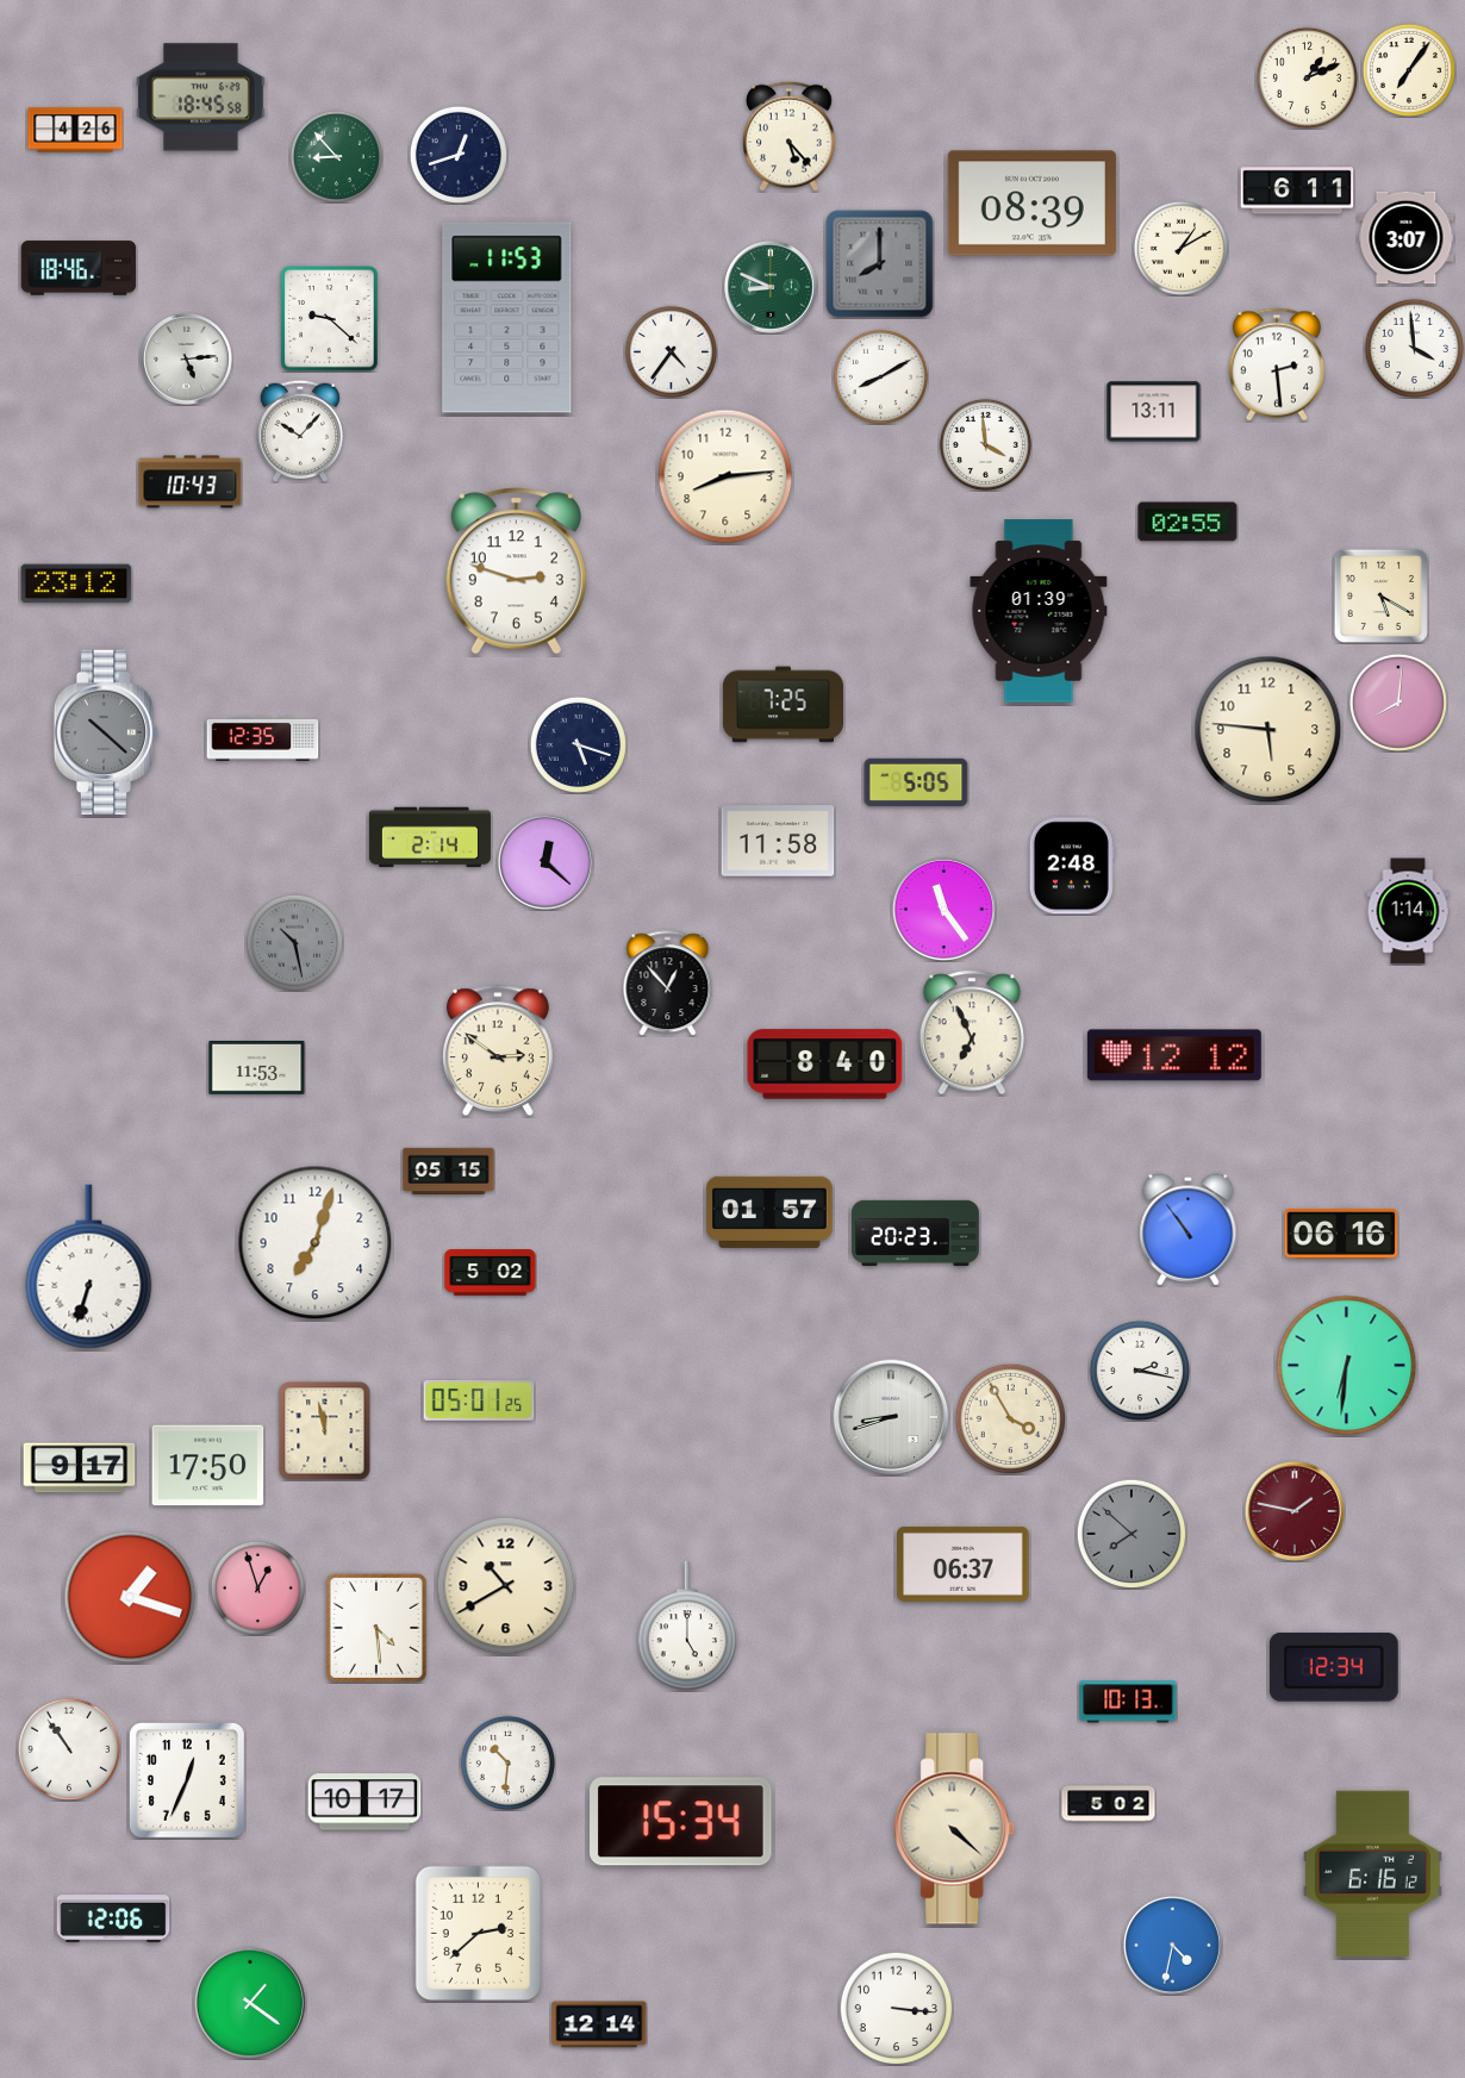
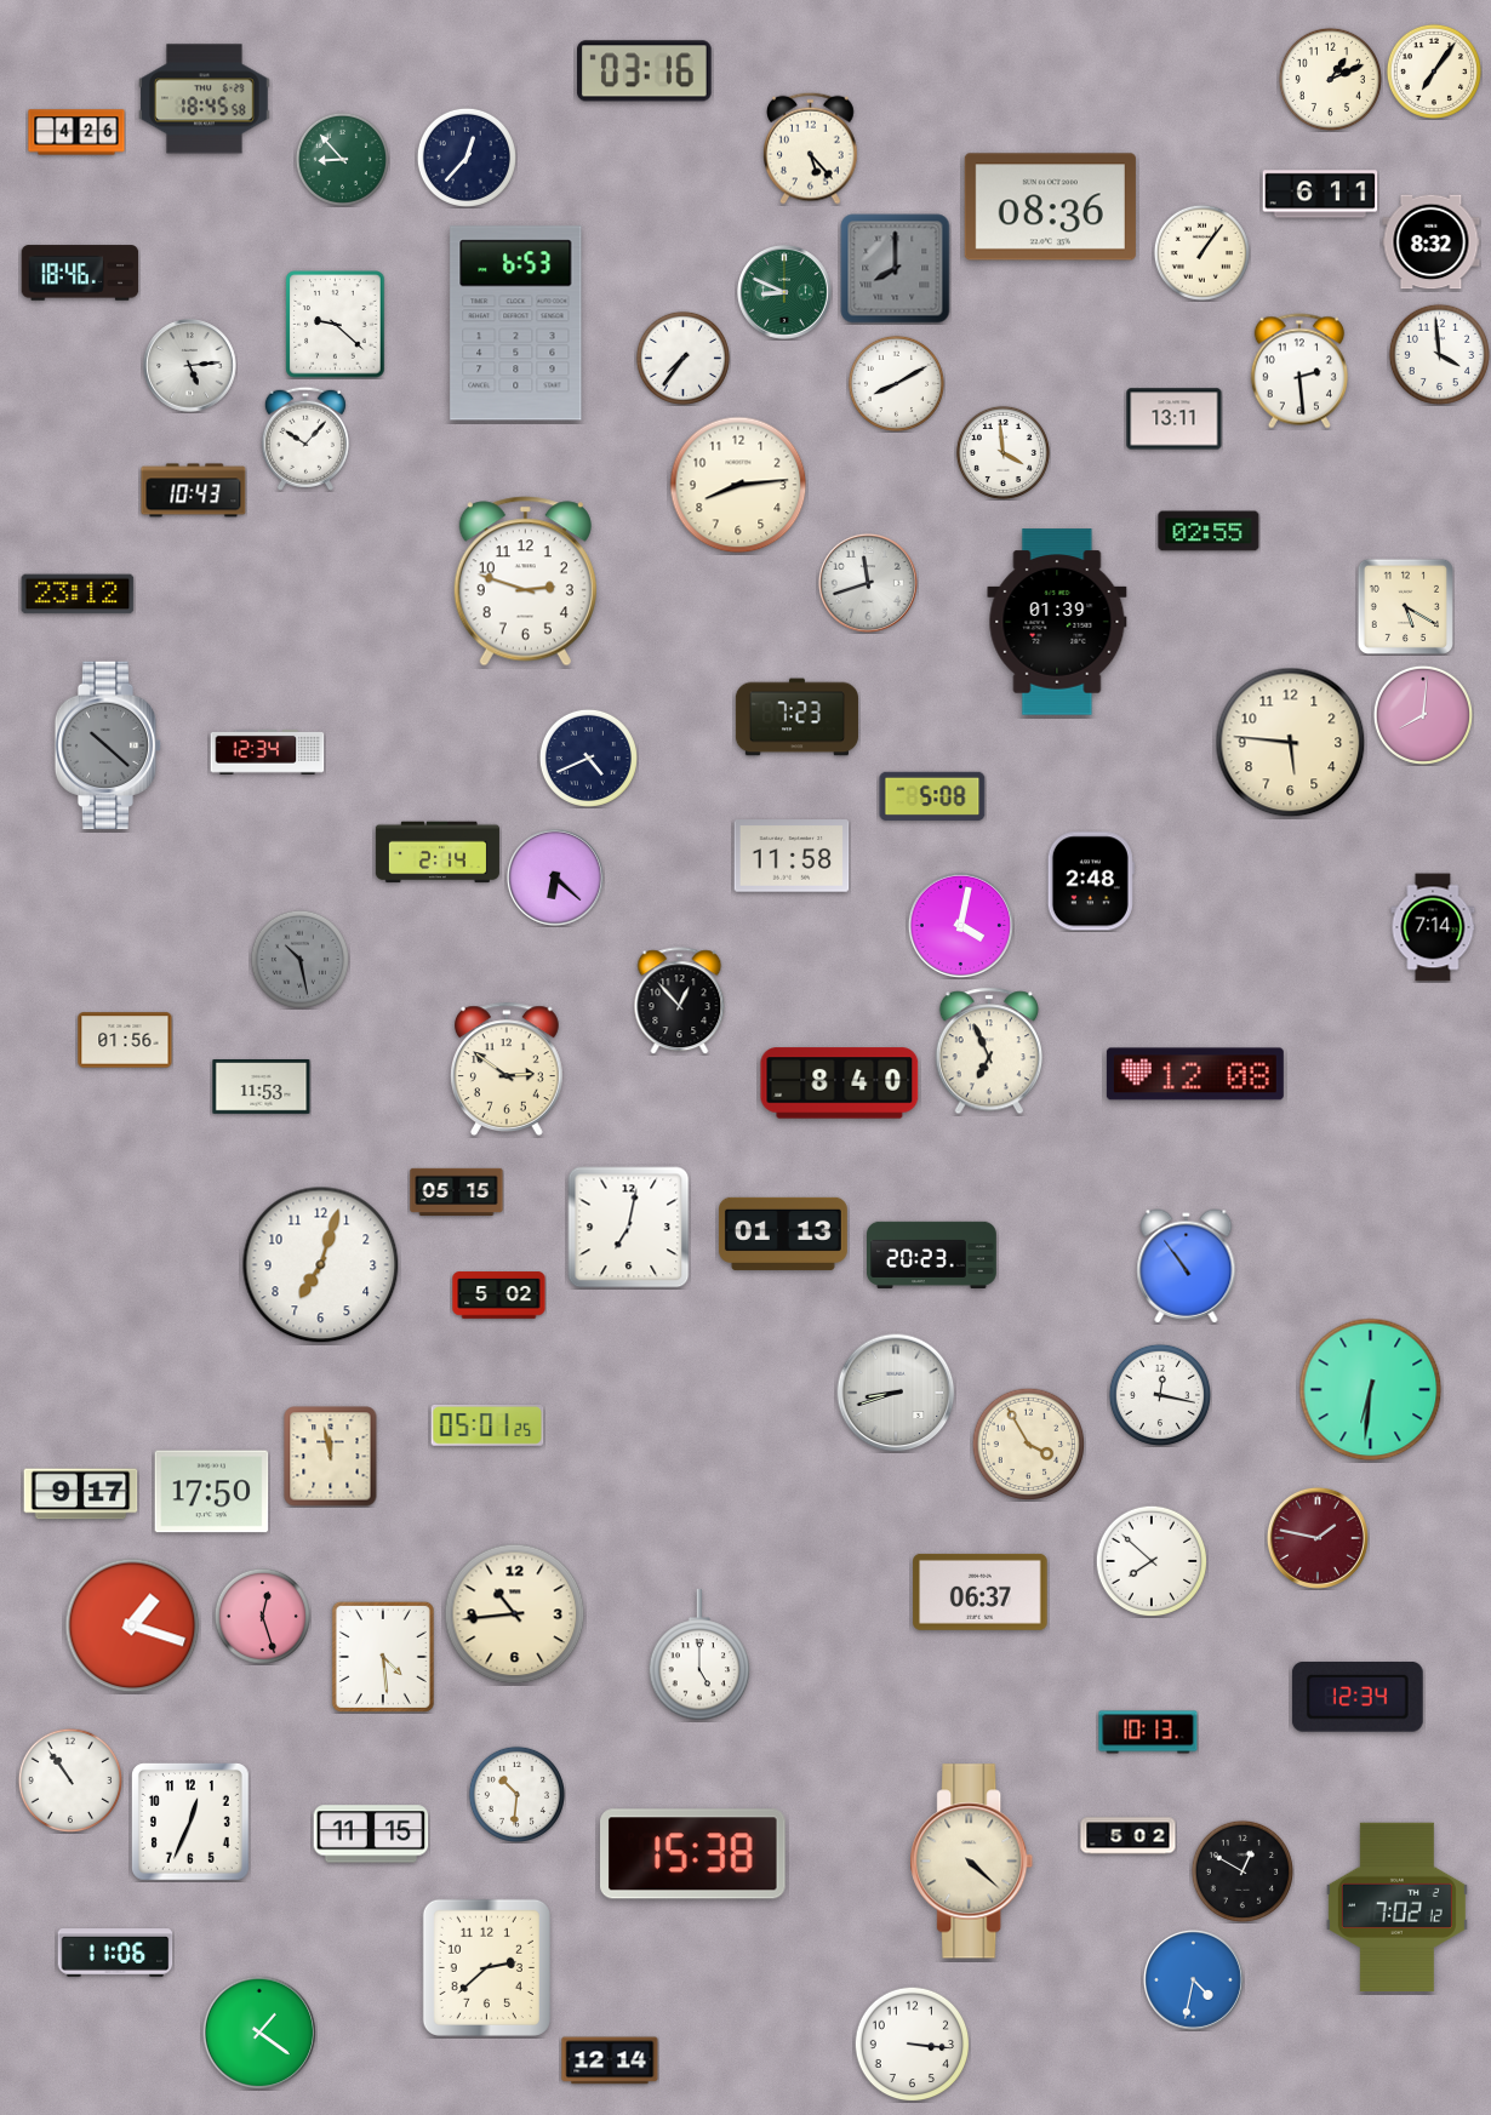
clock at (645, 72): none -> 03:16
clock at (790, 136) position: (790, 136) -> (811, 148)
clock at (459, 155): 12:42 -> 12:37
clock at (1031, 204): 08:39 -> 08:36
clock at (1407, 238): 3:07 -> 8:32
clock at (1180, 248): 1:10 -> 1:06
clock at (507, 318): 11:53 -> 6:53
clock at (671, 351): 4:36 -> 7:36
clock at (868, 583): none -> 11:42
clock at (783, 705): 7:25 -> 7:23
clock at (263, 738): 12:35 -> 12:34
clock at (578, 744): 5:18 -> 4:41
clock at (916, 782): 5:05 -> 5:08
clock at (546, 862): 12:22 -> 6:22
clock at (943, 909): 11:24 -> 4:02
clock at (1408, 911): 1:14 -> 7:14
clock at (125, 1040): none -> 01:56
clock at (1174, 1055): 12:12 -> 12:08
clock at (629, 1228): none -> 7:02
clock at (769, 1212): 01:57 -> 01:13
clock at (1189, 1230) position: (1189, 1230) -> (1187, 1267)
clock at (1341, 1234): 06:16 -> none
clock at (89, 1267): 6:33 -> none
clock at (1140, 1371): 2:17 -> 12:17
clock at (891, 1417) position: (891, 1417) -> (896, 1393)
clock at (1132, 1534) dial: grey -> white
clock at (506, 1586): 10:40 -> 10:44
clock at (257, 1587): 12:57 -> 12:27
clock at (187, 1780) position: (187, 1780) -> (190, 1822)
clock at (364, 1802): 10:17 -> 11:15
clock at (681, 1822): 15:34 -> 15:38
clock at (1242, 1871): none -> 12:50
clock at (1372, 1873): 6:16 -> 7:02
clock at (113, 1918): 12:06 -> 11:06
clock at (250, 2003) position: (250, 2003) -> (259, 2033)
